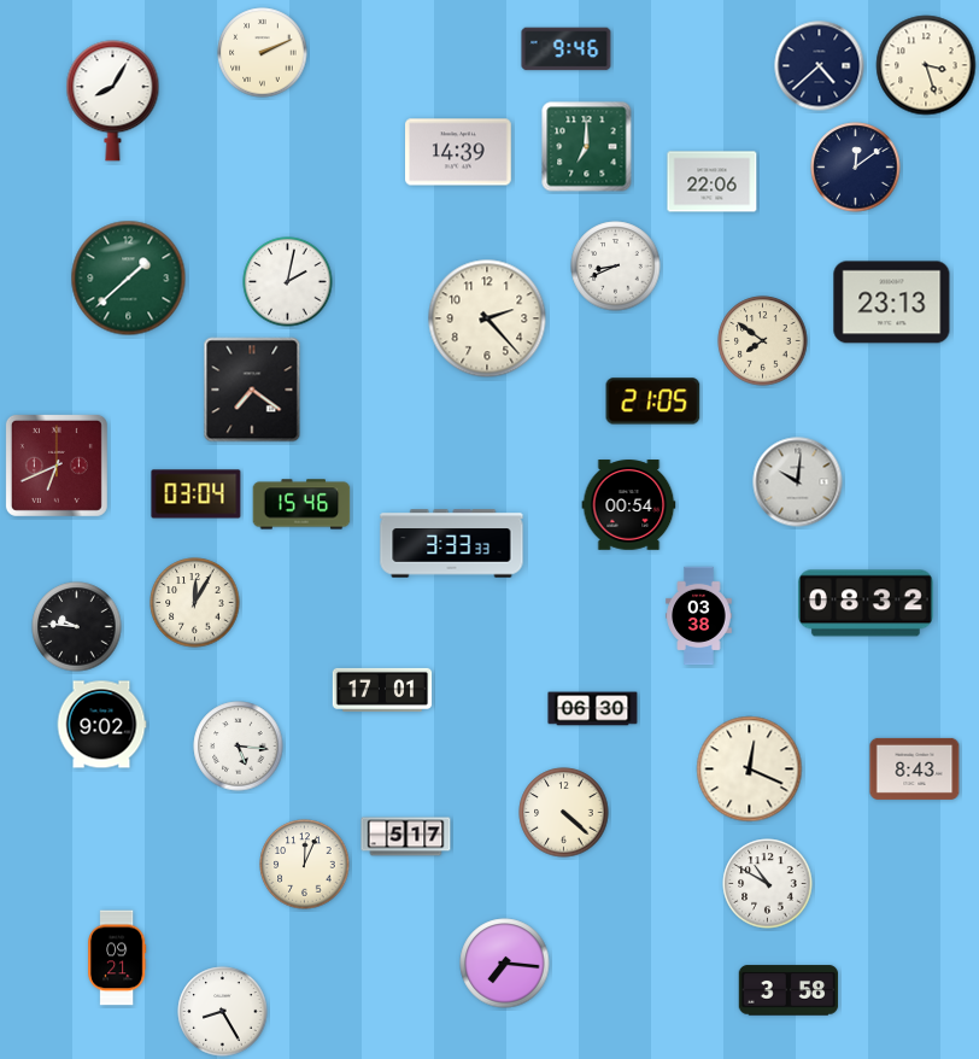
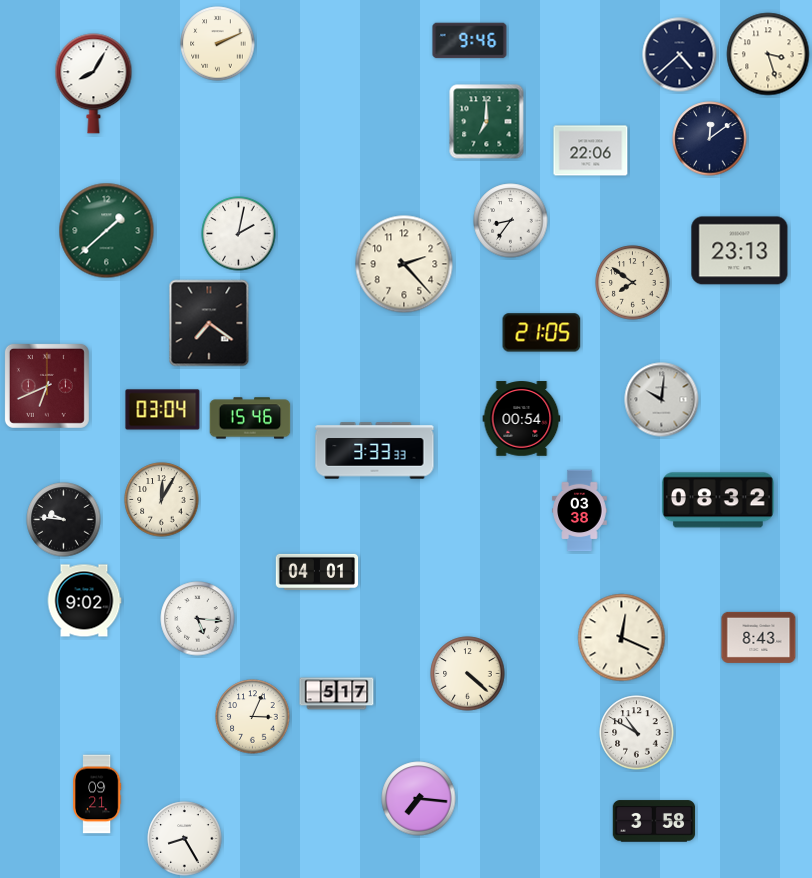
clock at (459, 152): 14:39 -> none
clock at (616, 267): 8:41 -> 8:36
clock at (382, 690): 17:01 -> 04:01
clock at (593, 709): 06:30 -> none
clock at (305, 865): 12:04 -> 3:04
